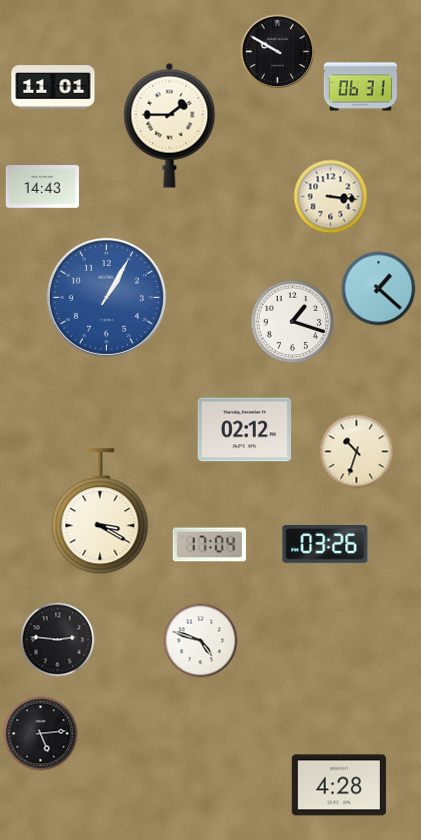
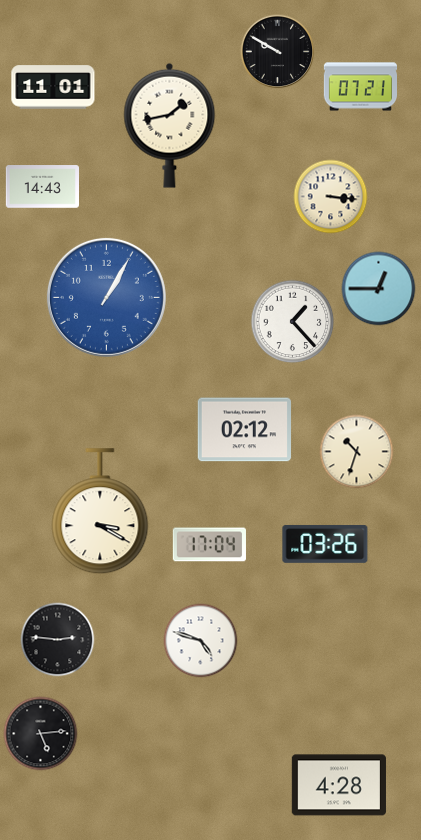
clock at (360, 87): 06:31 -> 07:21
clock at (170, 125): 1:45 -> 1:43
clock at (379, 289): 1:22 -> 12:45
clock at (293, 322): 1:18 -> 1:23
